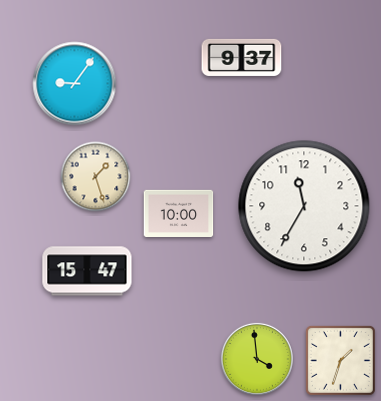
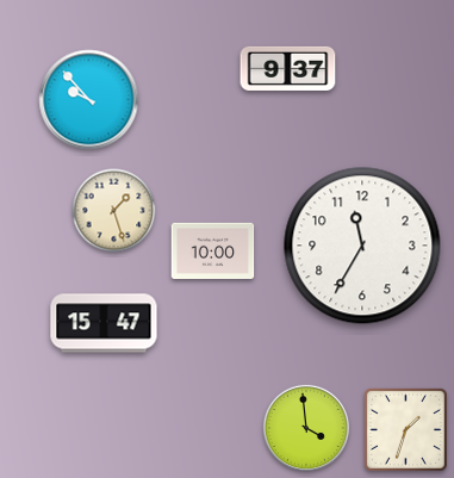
clock at (75, 84): 9:06 -> 9:53
clock at (179, 214) position: (179, 214) -> (213, 252)
